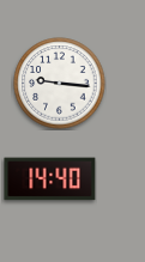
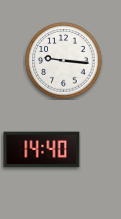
clock at (60, 84) position: (60, 84) -> (64, 61)
